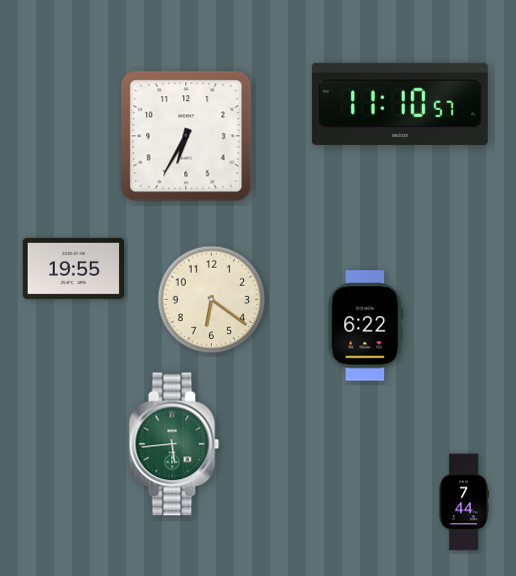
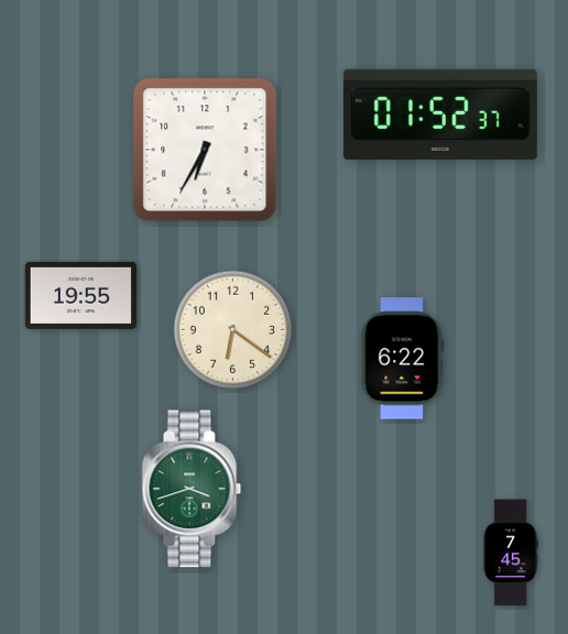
clock at (400, 104): 11:10 -> 01:52
clock at (174, 444): 5:44 -> 3:42
clock at (464, 502): 7:44 -> 7:45
